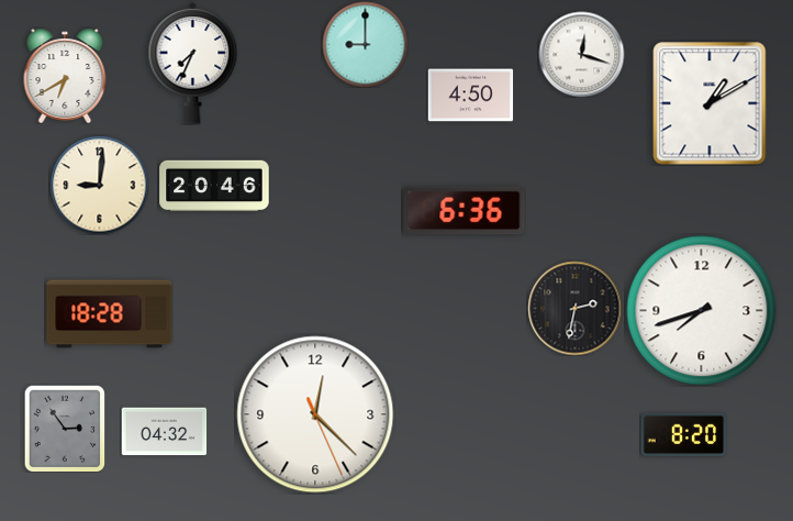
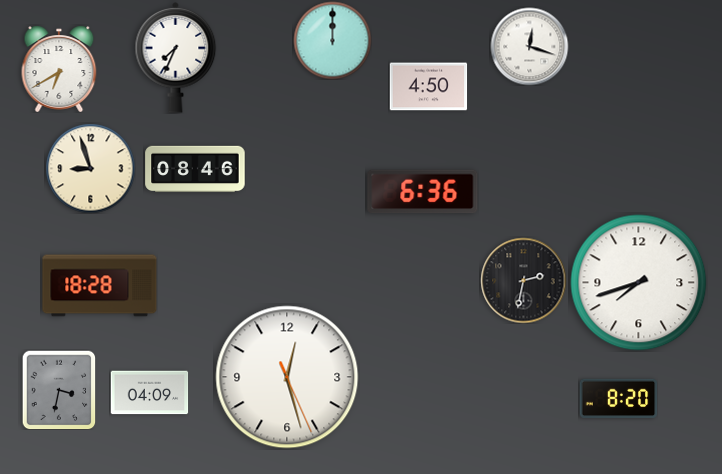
clock at (365, 44): 9:00 -> 12:00
clock at (581, 54) position: (581, 54) -> (529, 46)
clock at (710, 103): 1:10 -> none
clock at (99, 185): 9:01 -> 8:57
clock at (214, 186): 20:46 -> 08:46
clock at (315, 414): 12:22 -> 12:27
clock at (65, 429): 2:54 -> 3:32
clock at (164, 432): 04:32 -> 04:09
clock at (683, 435) position: (683, 435) -> (618, 399)
